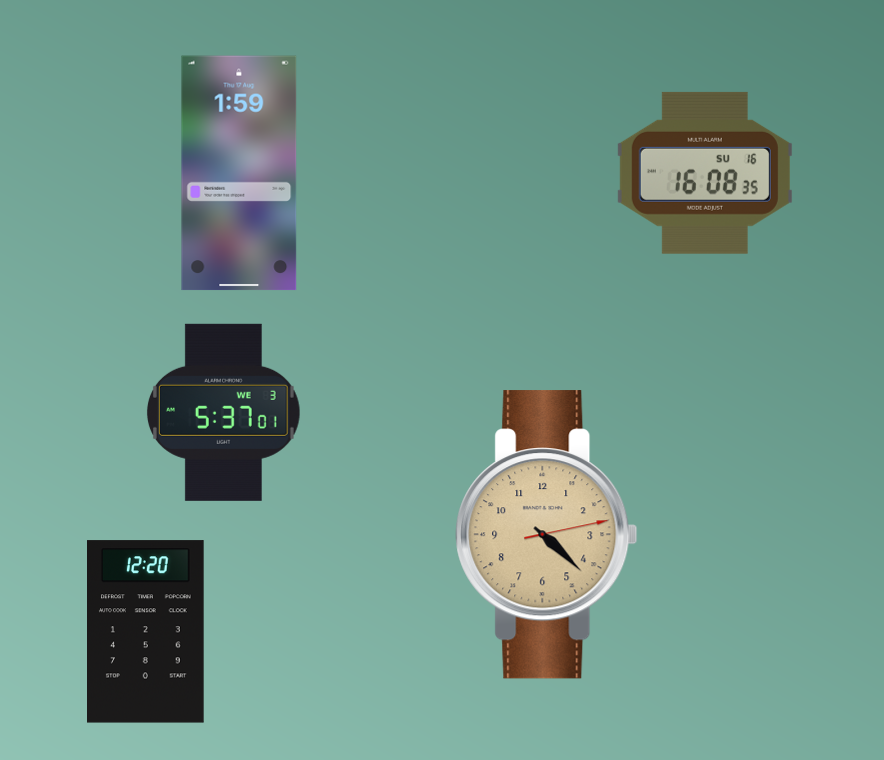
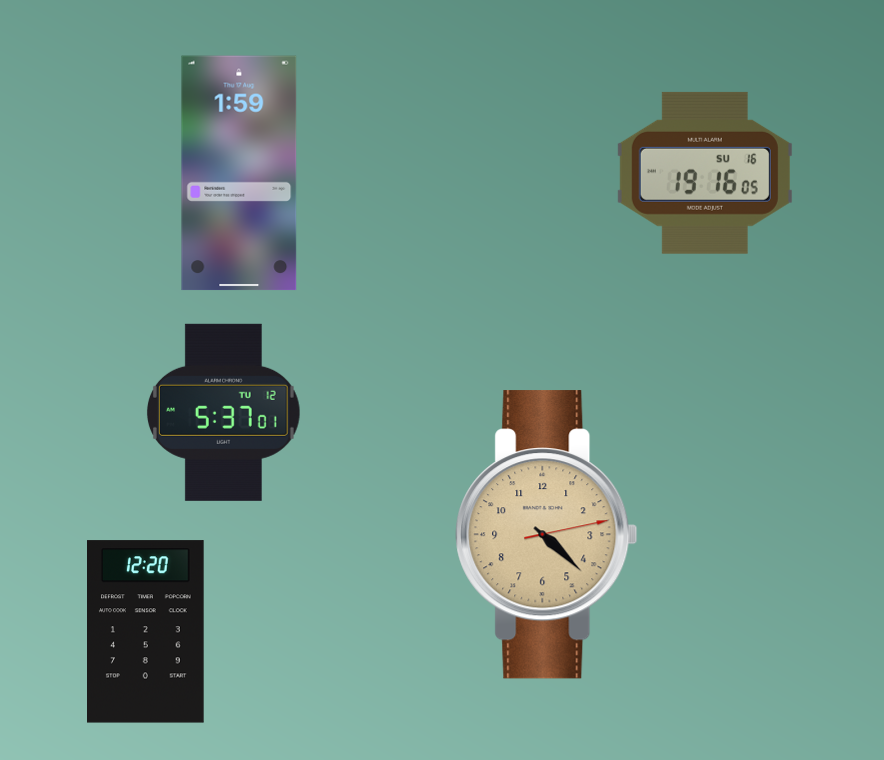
clock at (705, 173): 16:08 -> 19:16
clock at (224, 412) date: WE 3 -> TU 12
